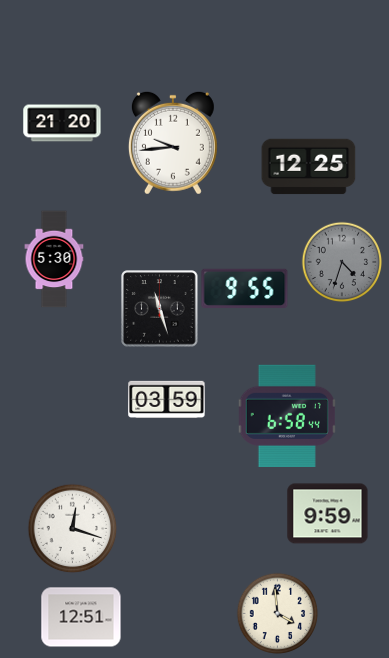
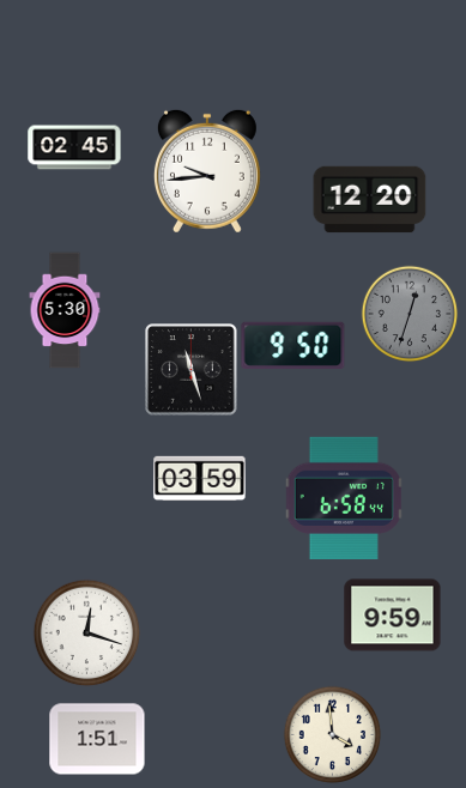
clock at (62, 123): 21:20 -> 02:45
clock at (309, 167): 12:25 -> 12:20
clock at (342, 262): 4:33 -> 12:33
clock at (245, 288): 9:55 -> 9:50
clock at (81, 617): 12:51 -> 1:51
